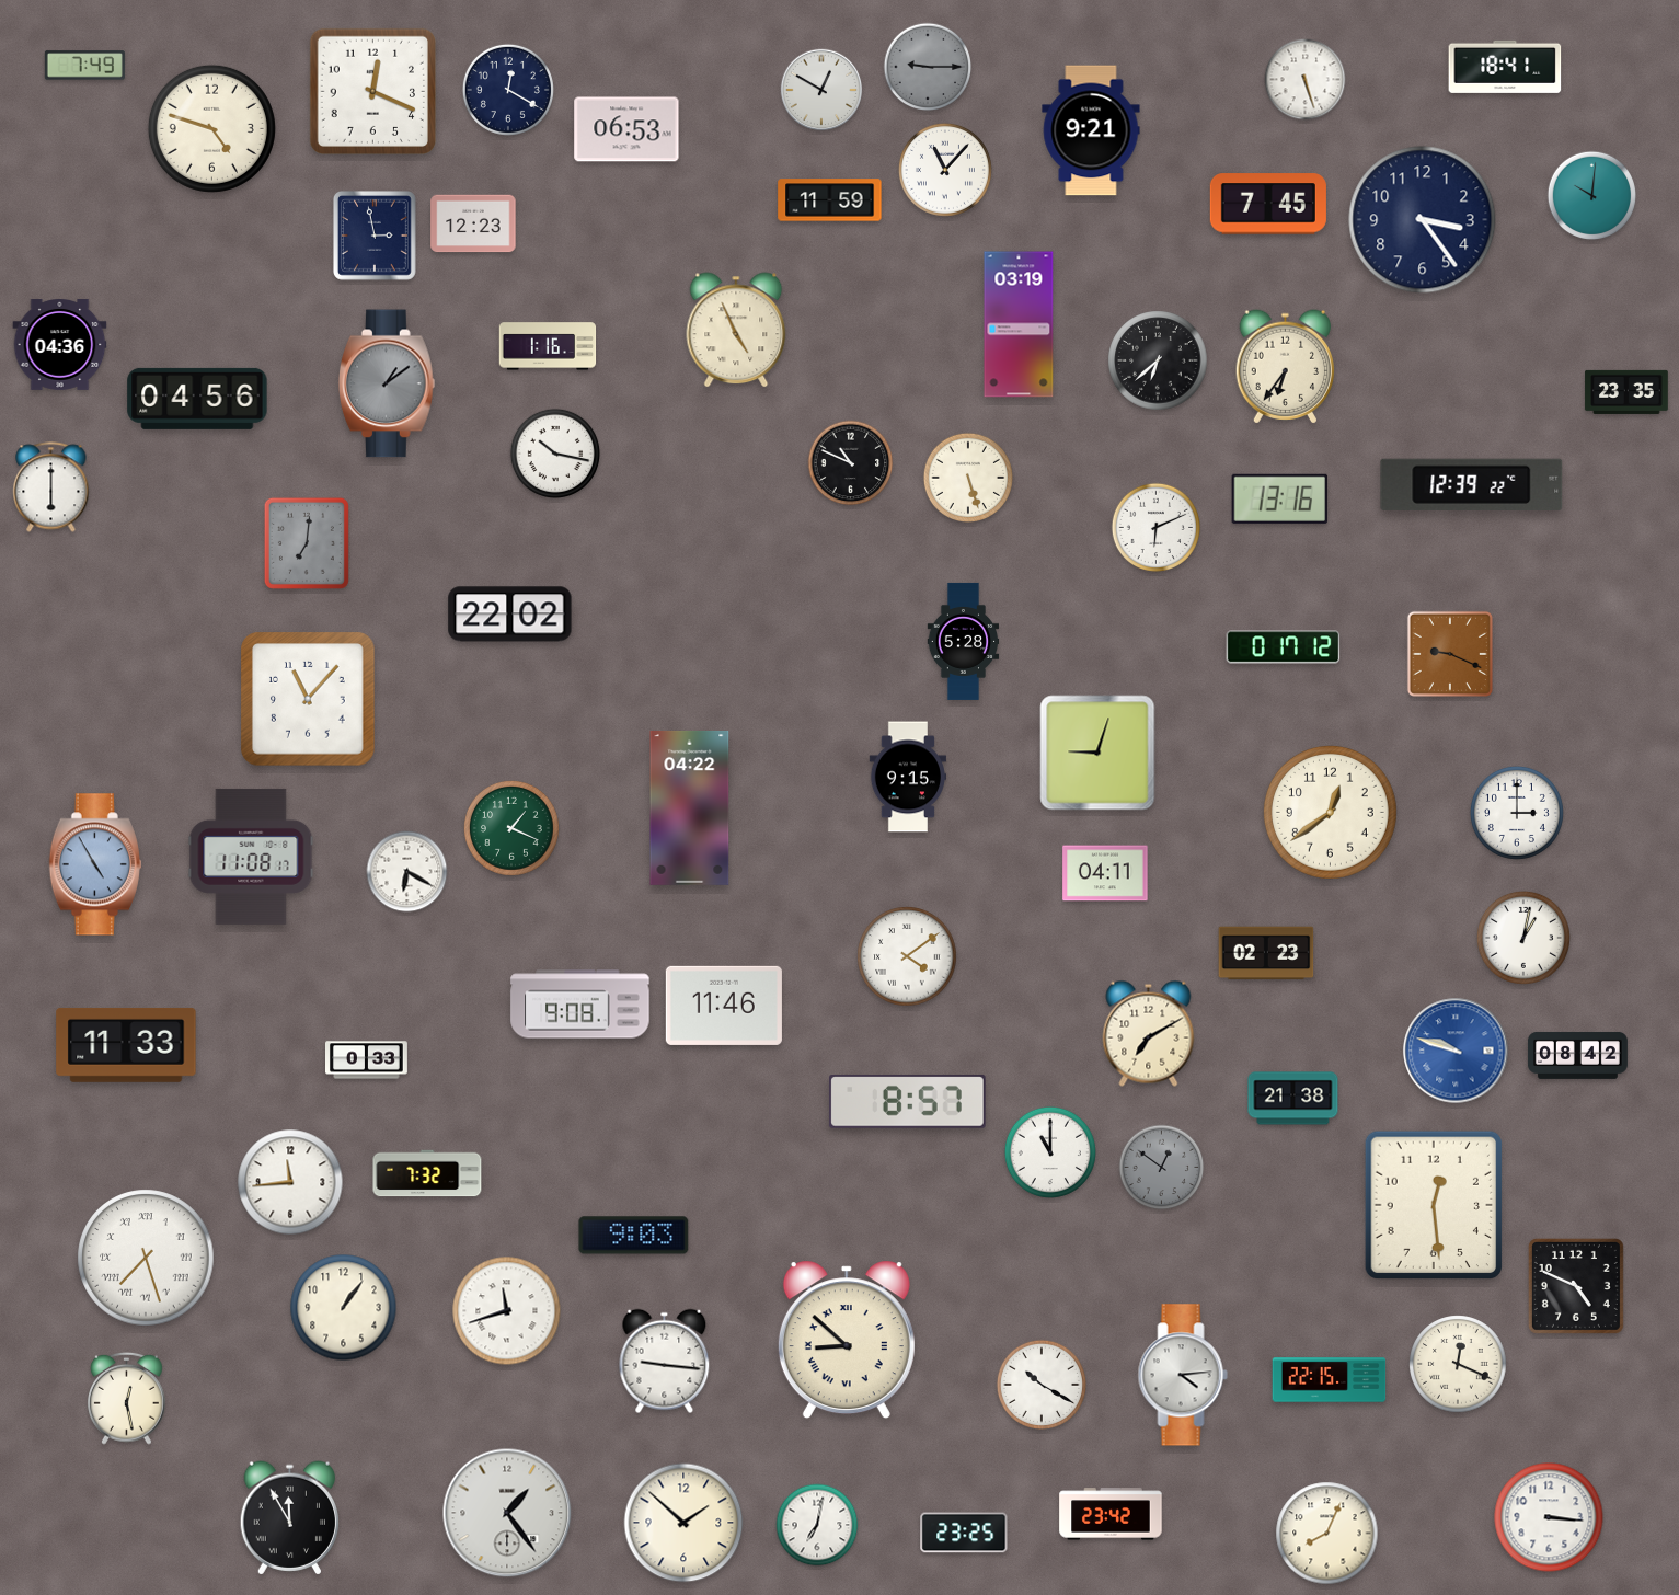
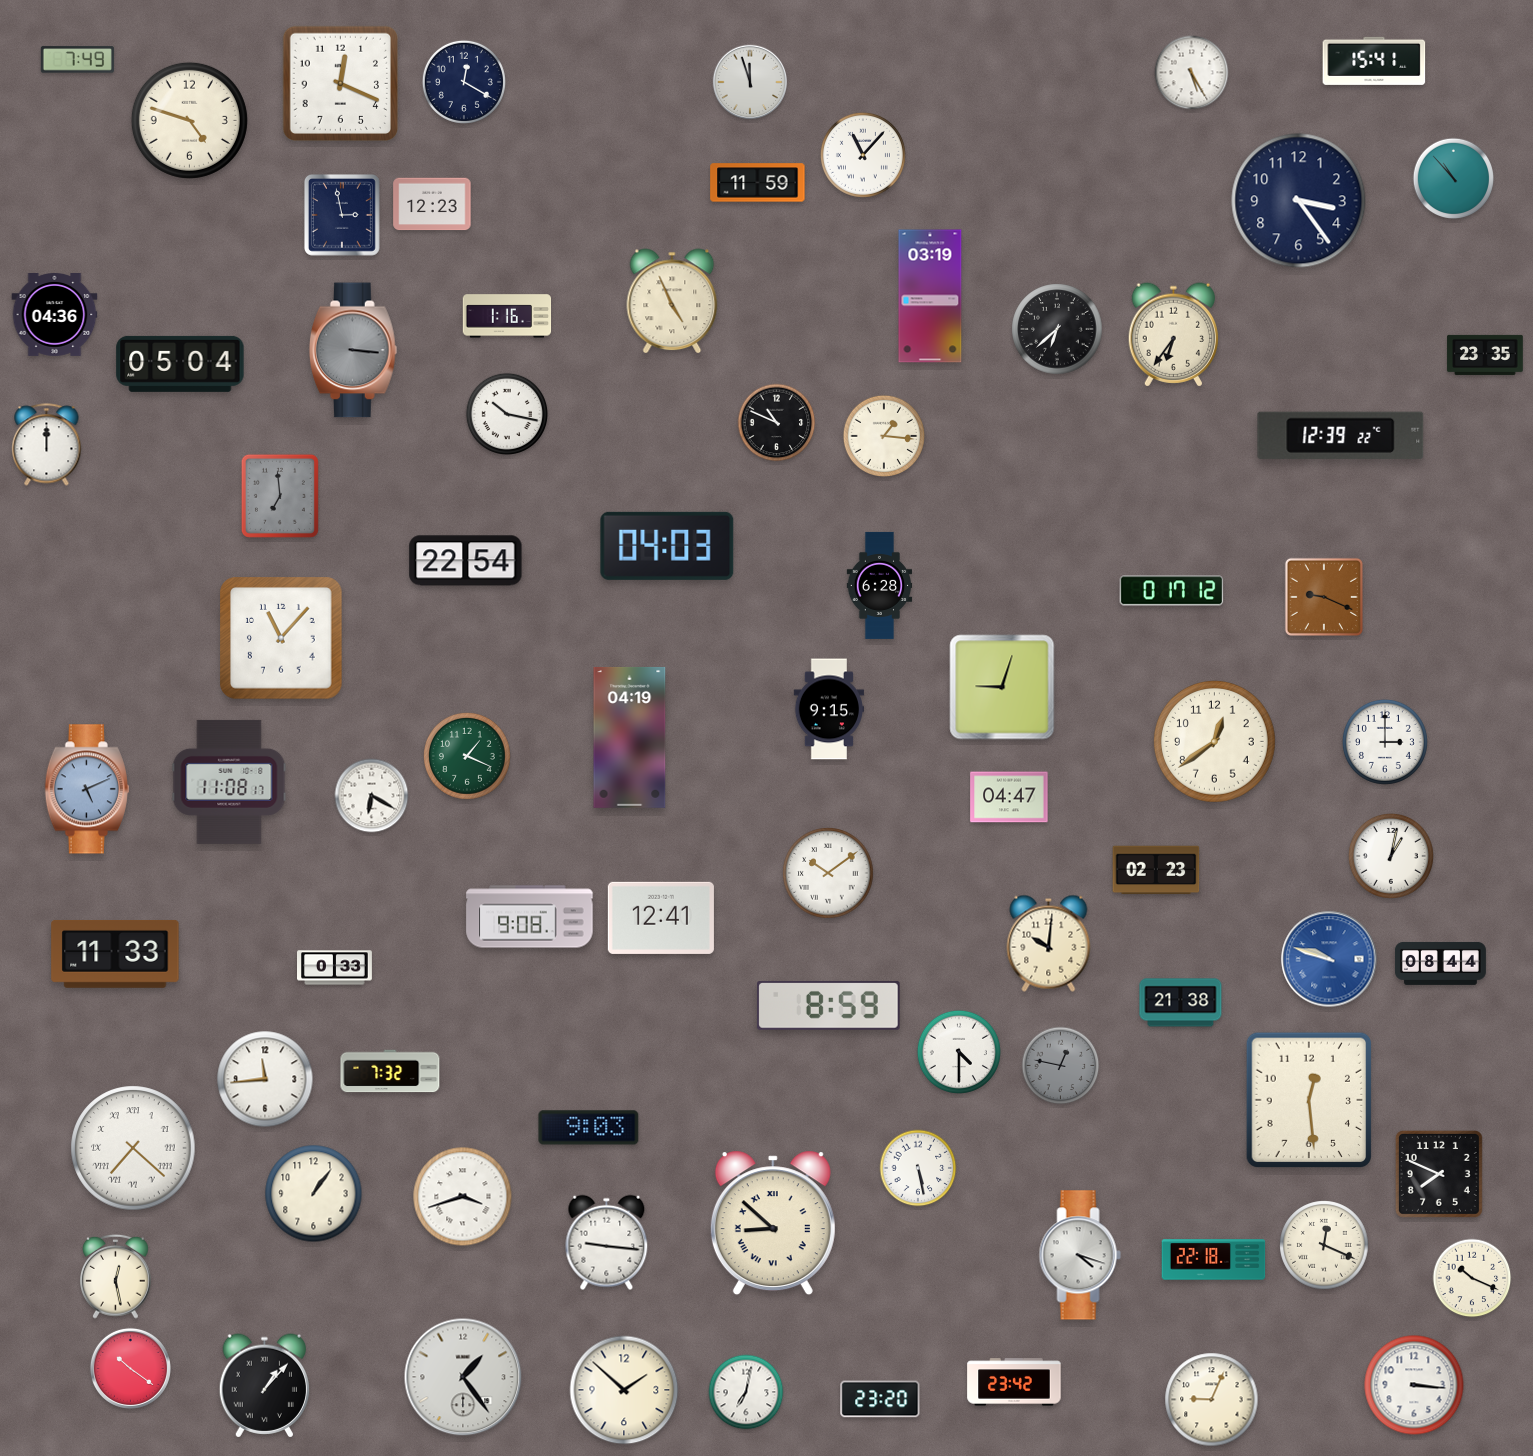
clock at (928, 67): 9:15 -> none
clock at (1505, 67): 18:41 -> 15:41
clock at (1306, 80): 5:27 -> 5:25
clock at (821, 90): 12:50 -> 11:57
clock at (211, 128) position: (211, 128) -> (189, 120)
clock at (626, 129): 06:53 -> none
clock at (1091, 130): 9:21 -> none
clock at (1592, 196): 10:01 -> 10:53
clock at (1268, 204): 7:45 -> none
clock at (548, 346) position: (548, 346) -> (507, 316)
clock at (387, 383): 1:09 -> 3:16
clock at (1626, 392) position: (1626, 392) -> (1485, 355)
clock at (197, 399): 04:56 -> 05:04
clock at (967, 477): 5:27 -> 1:16
clock at (1472, 484) position: (1472, 484) -> (1341, 435)
clock at (51, 487): 6:00 -> 12:00
clock at (1279, 498): 13:16 -> none
clock at (1157, 528): 6:11 -> none
clock at (307, 543): 7:01 -> 6:59
clock at (667, 546): none -> 04:03
clock at (510, 615): 22:02 -> 22:54
clock at (964, 641): 5:28 -> 6:28
clock at (690, 807): 04:22 -> 04:19
clock at (95, 864): 4:55 -> 5:11
clock at (1105, 873): 04:11 -> 04:47
clock at (907, 956): 4:09 -> 10:09
clock at (724, 1006): 11:46 -> 12:41
clock at (1149, 1033): 7:10 -> 10:01
clock at (1577, 1055): 08:42 -> 08:44
clock at (908, 1102): 8:57 -> 8:59
clock at (1050, 1152): 11:00 -> 4:30
clock at (1162, 1168): 12:51 -> 12:47
clock at (634, 1236) position: (634, 1236) -> (589, 1128)
clock at (146, 1258): 7:27 -> 7:22
clock at (918, 1168): none -> 5:28
clock at (1576, 1286): 4:49 -> 7:49
clock at (507, 1311): 11:42 -> 3:42
clock at (1458, 1364) position: (1458, 1364) -> (1324, 1245)
clock at (1183, 1375): 4:14 -> 4:18
clock at (1330, 1380): 22:15 -> 22:18
clock at (1040, 1384): 10:20 -> none
clock at (1472, 1278): none -> 10:19
clock at (130, 1368): none -> 10:21
clock at (507, 1513) position: (507, 1513) -> (463, 1377)
clock at (289, 1518): 11:55 -> 1:07
clock at (964, 1533): 23:25 -> 23:20
clock at (1327, 1534): 8:04 -> 9:04
